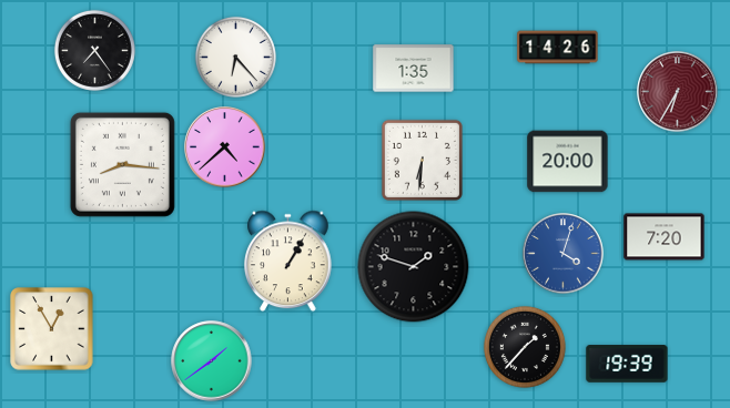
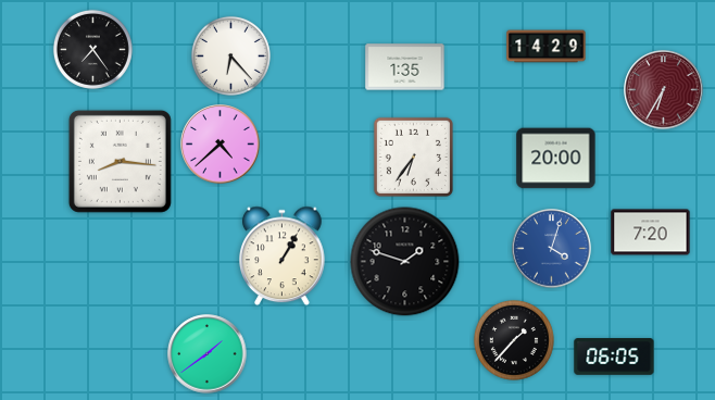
clock at (558, 48): 14:26 -> 14:29
clock at (422, 160): 6:31 -> 6:36
clock at (52, 329): 12:55 -> none
clock at (627, 364): 19:39 -> 06:05
